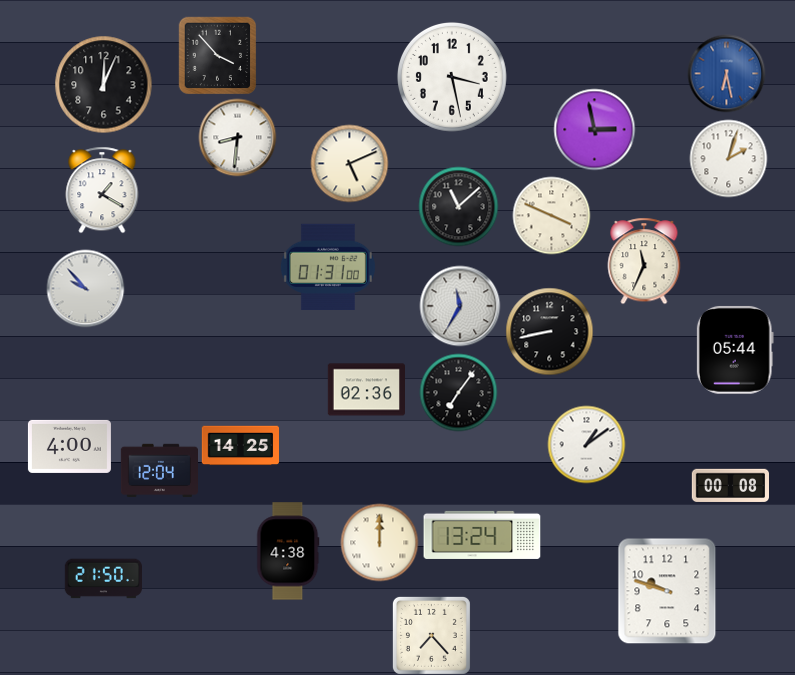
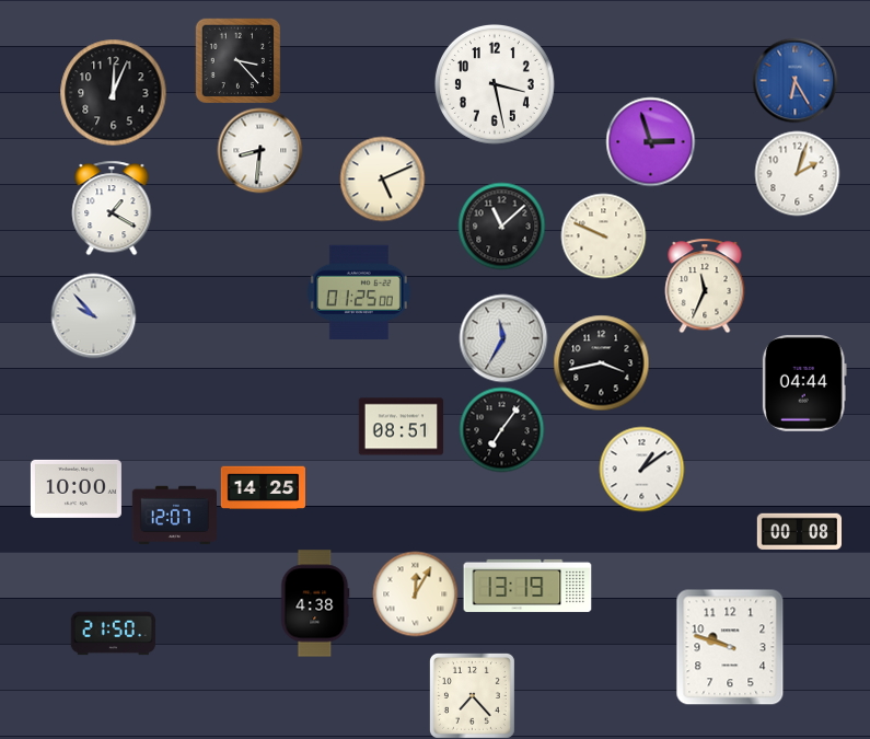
clock at (217, 55): 3:53 -> 3:23
clock at (726, 73): 6:28 -> 6:25
clock at (594, 129): 2:58 -> 2:57
clock at (551, 215): 3:49 -> 9:49
clock at (328, 266): 01:31 -> 01:25
clock at (460, 306) position: (460, 306) -> (503, 338)
clock at (549, 331): 8:43 -> 3:43
clock at (735, 350): 05:44 -> 04:44
clock at (366, 390): 02:36 -> 08:51
clock at (586, 444) position: (586, 444) -> (641, 469)
clock at (69, 446): 4:00 -> 10:00
clock at (159, 471): 12:04 -> 12:07
clock at (482, 535): 13:24 -> 13:19
clock at (379, 542): 12:00 -> 12:05
